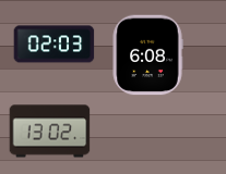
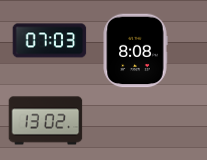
clock at (55, 45): 02:03 -> 07:03
clock at (147, 55): 6:08 -> 8:08
